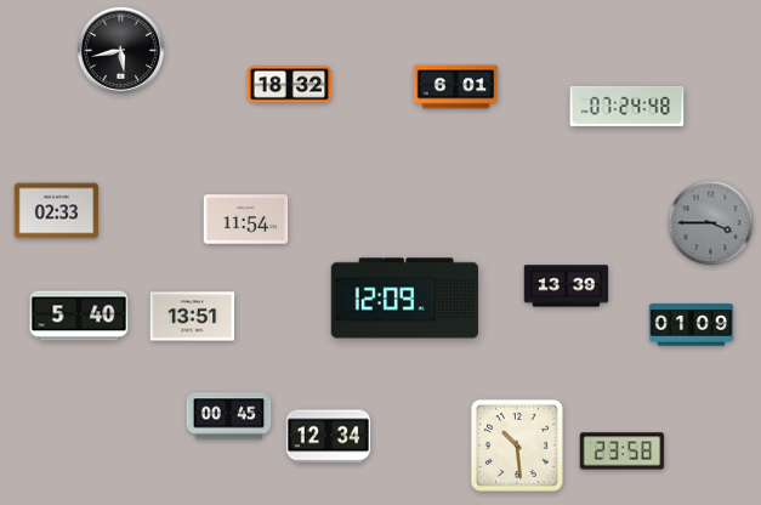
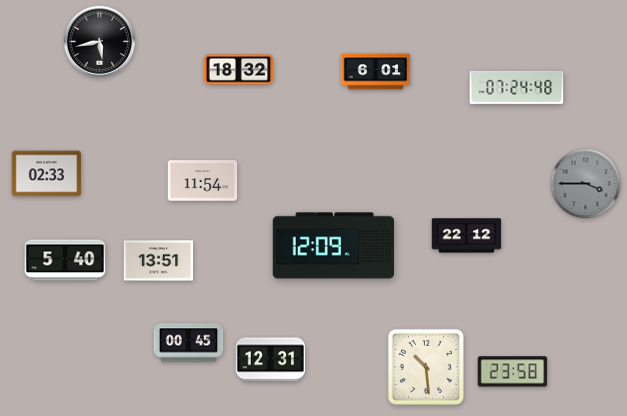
clock at (567, 286): 13:39 -> 22:12
clock at (692, 325): 01:09 -> none
clock at (329, 437): 12:34 -> 12:31
